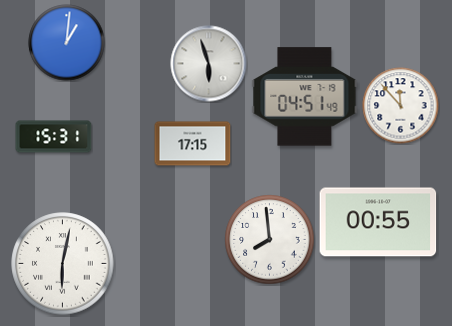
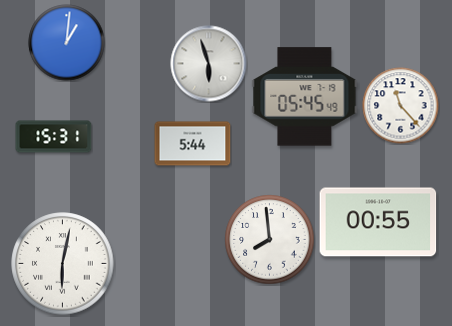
clock at (305, 97): 04:51 -> 05:45
clock at (401, 106): 11:53 -> 11:23
clock at (193, 144): 17:15 -> 5:44
